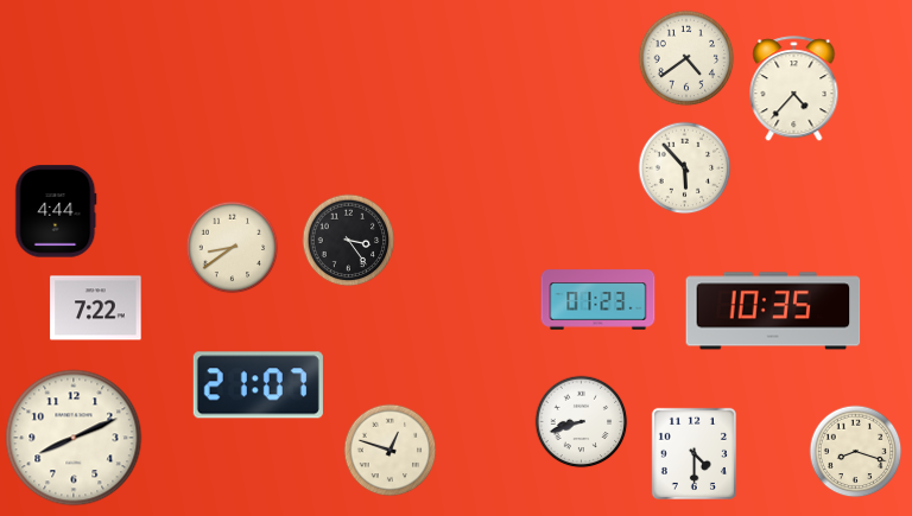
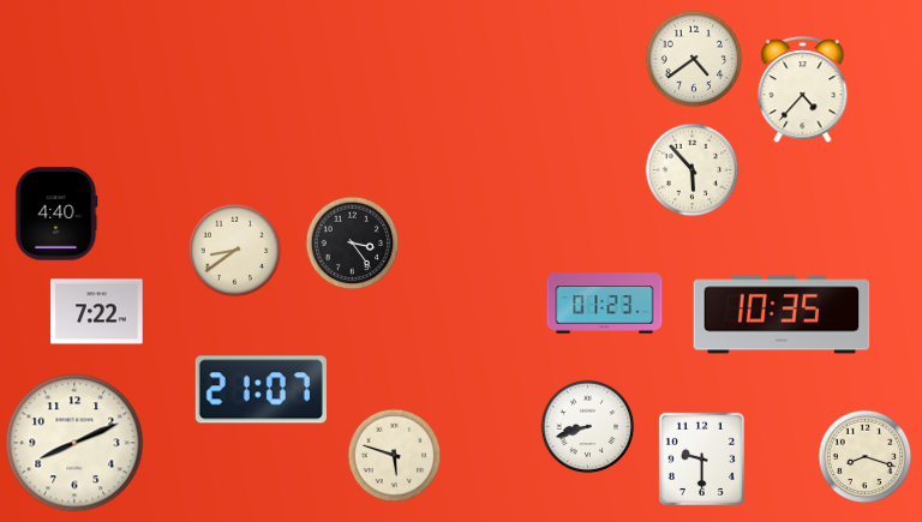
clock at (56, 211): 4:44 -> 4:40
clock at (389, 450): 12:48 -> 5:48
clock at (693, 453): 4:30 -> 9:30
